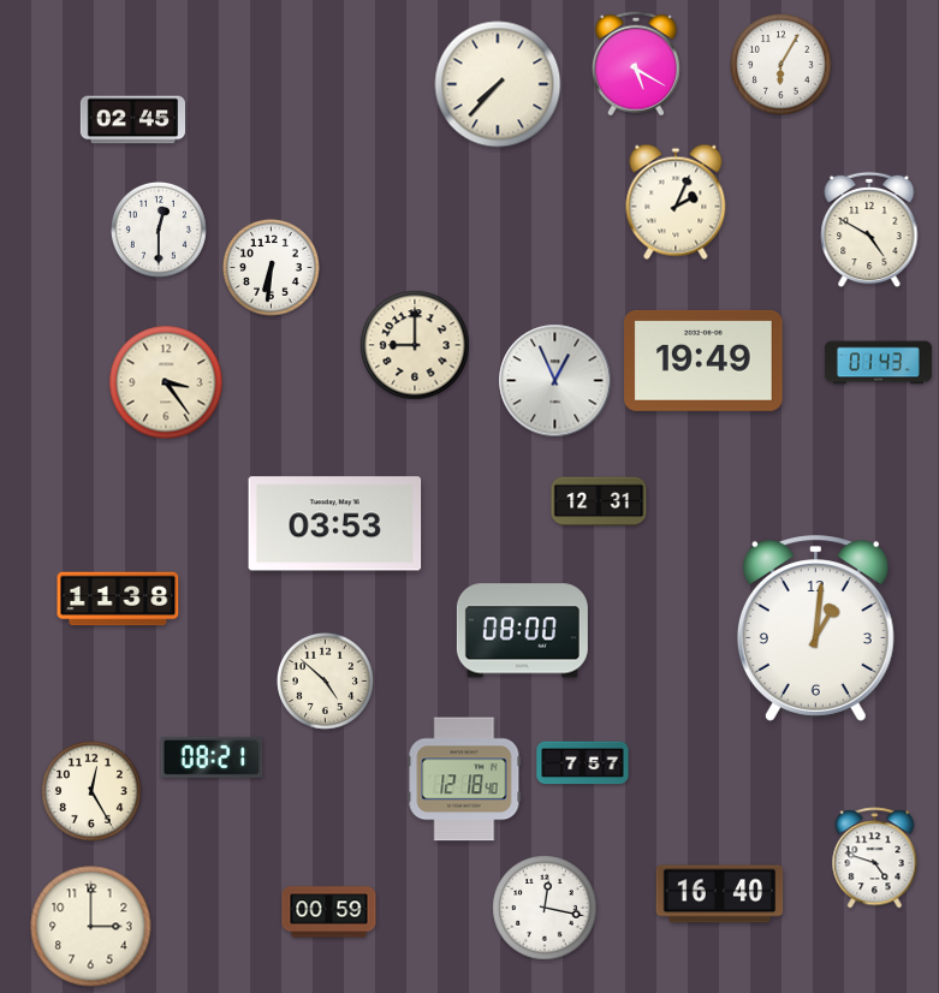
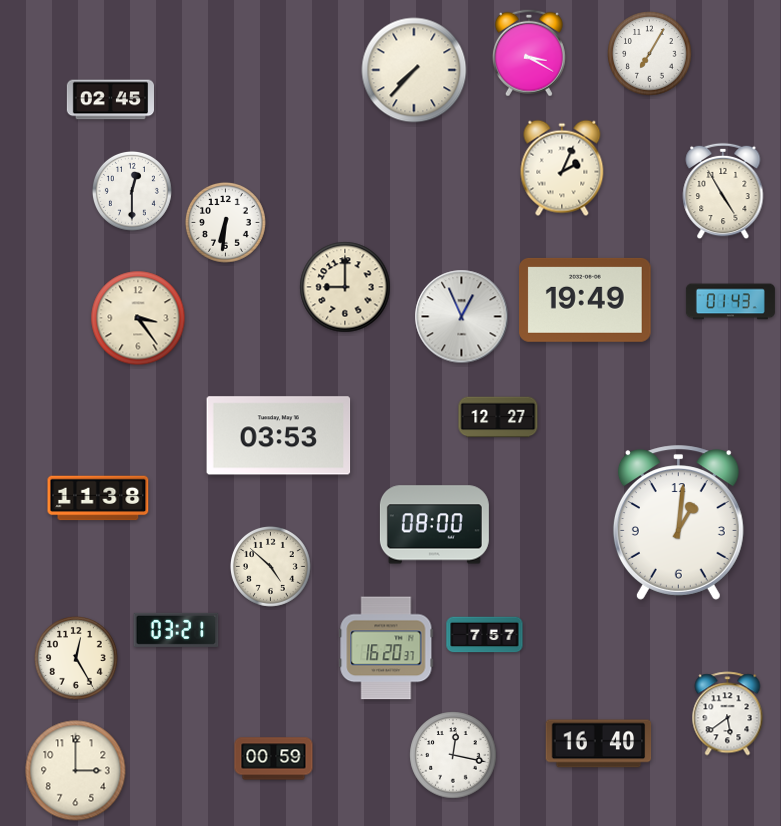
clock at (636, 64): 5:20 -> 3:20
clock at (781, 65): 6:05 -> 7:05
clock at (869, 230): 4:50 -> 4:55
clock at (599, 501): 12:31 -> 12:27
clock at (212, 757): 08:21 -> 03:21
clock at (464, 779): 12:18 -> 16:20
clock at (875, 858): 4:48 -> 5:39
